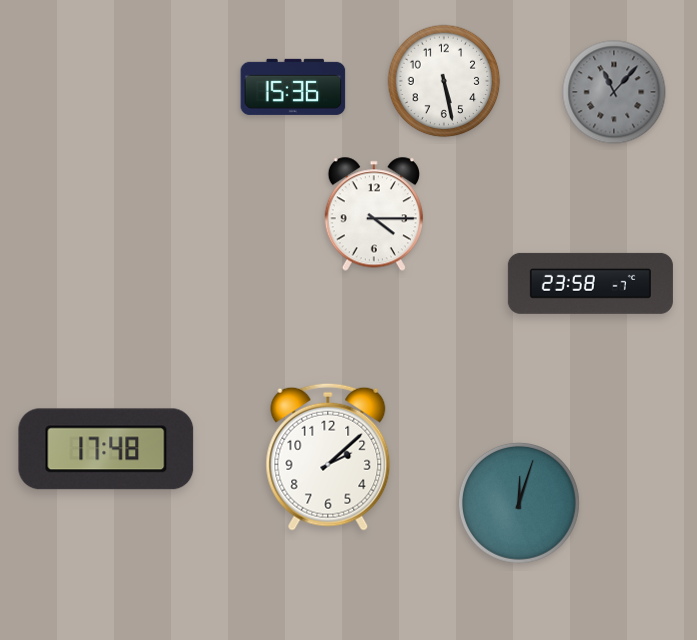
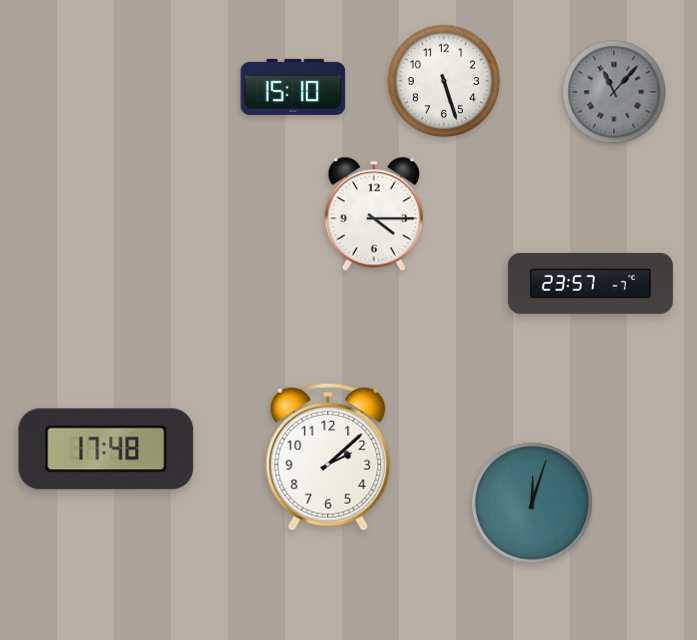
clock at (444, 81): 5:28 -> 5:27
clock at (293, 87): 15:36 -> 15:10
clock at (590, 283): 23:58 -> 23:57
clock at (520, 504) position: (520, 504) -> (533, 504)
